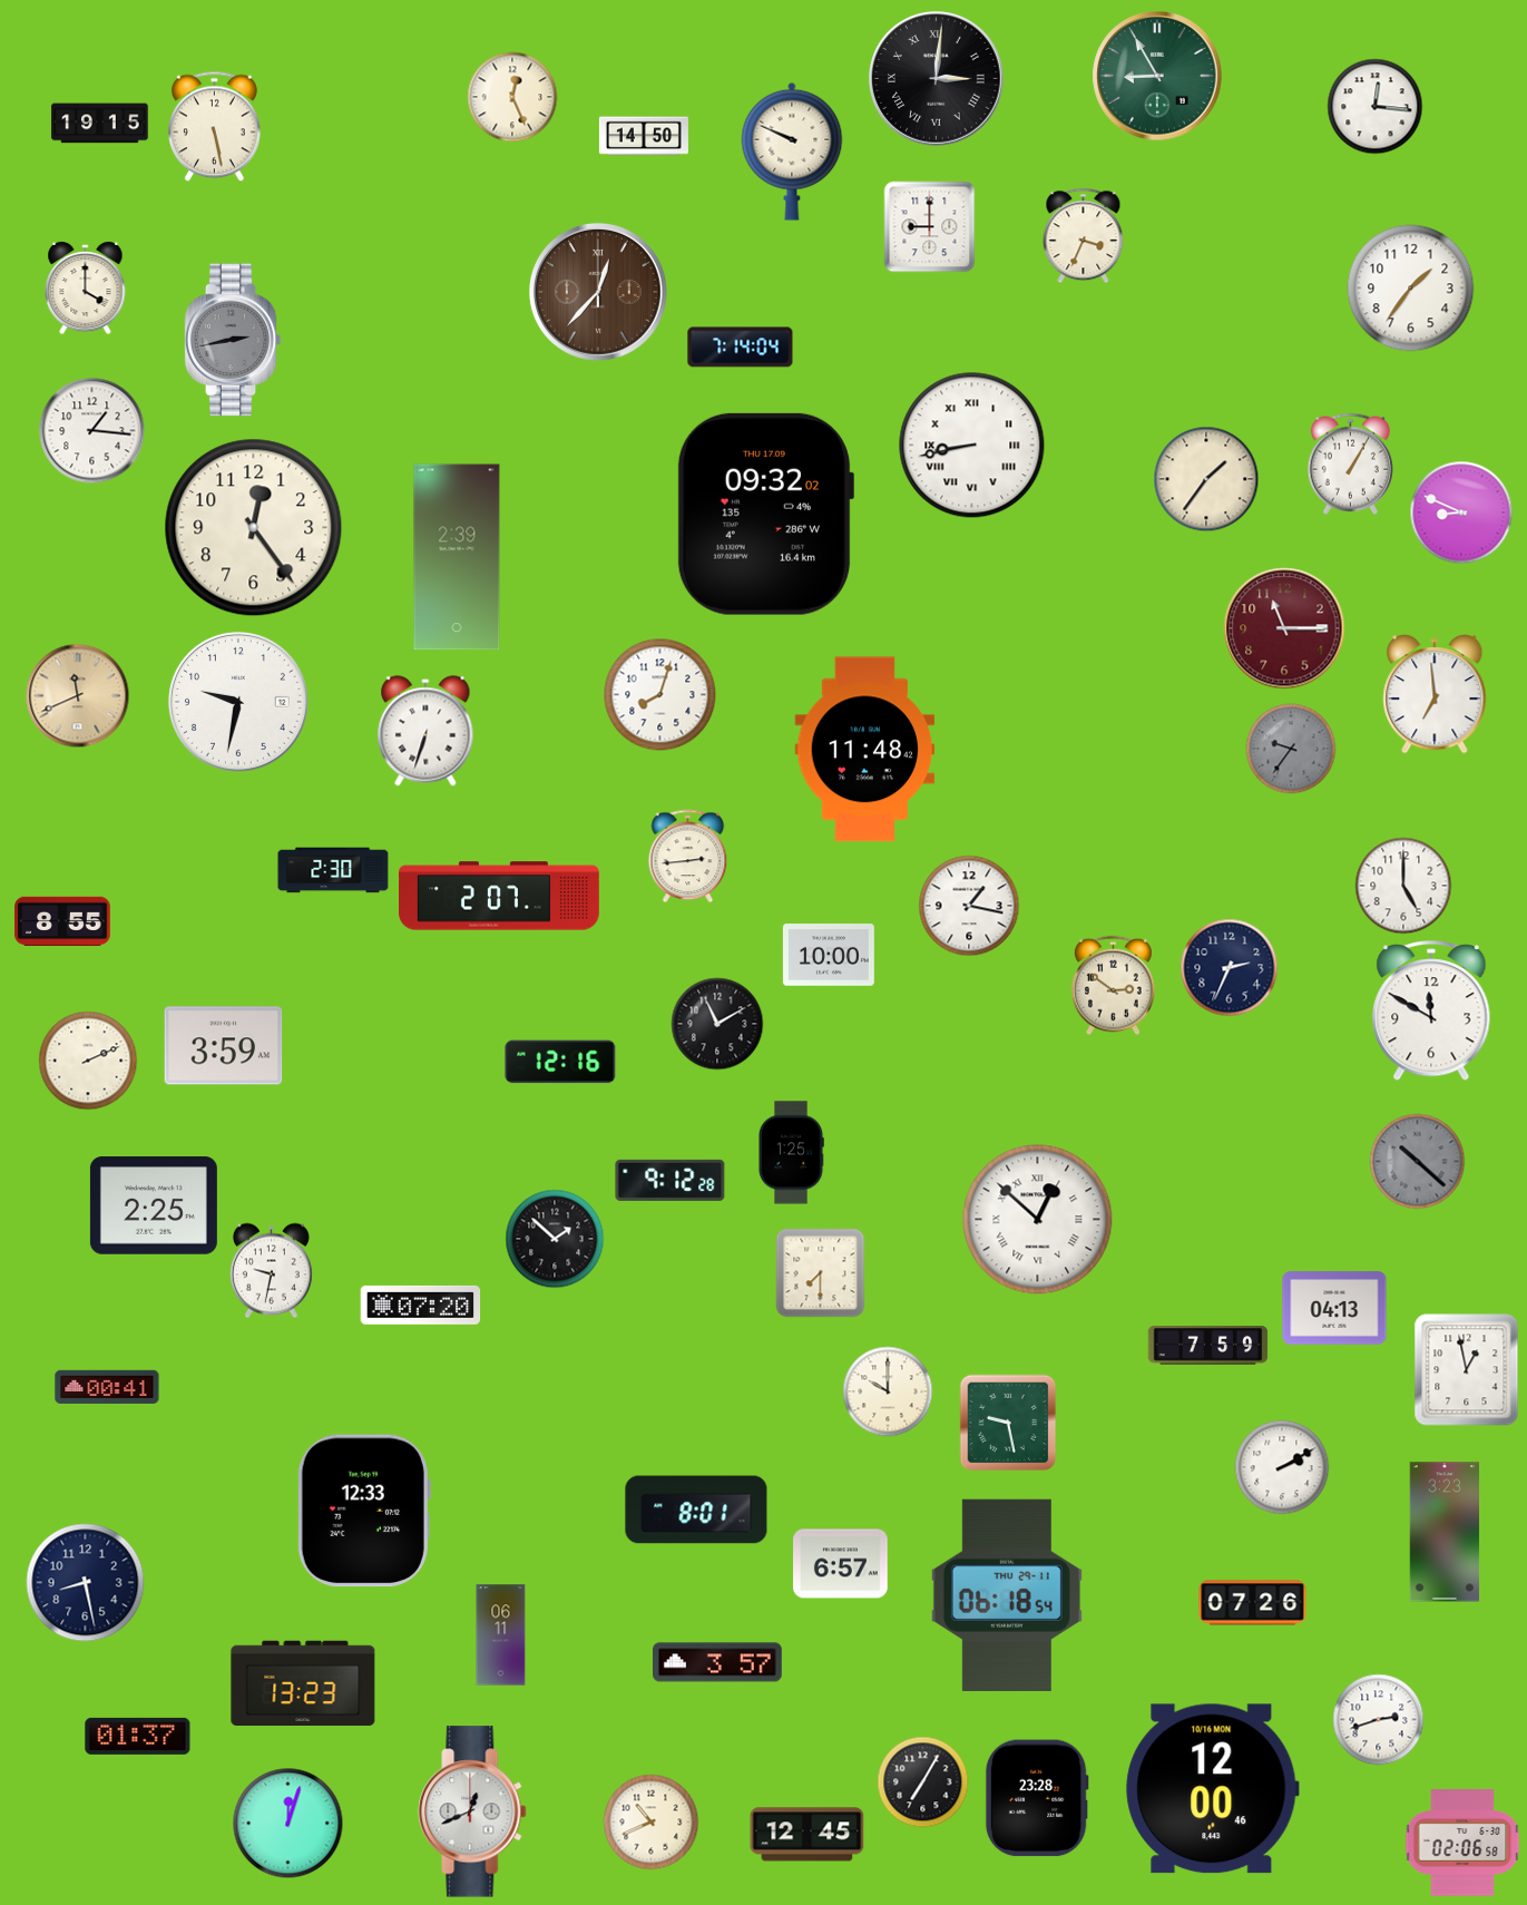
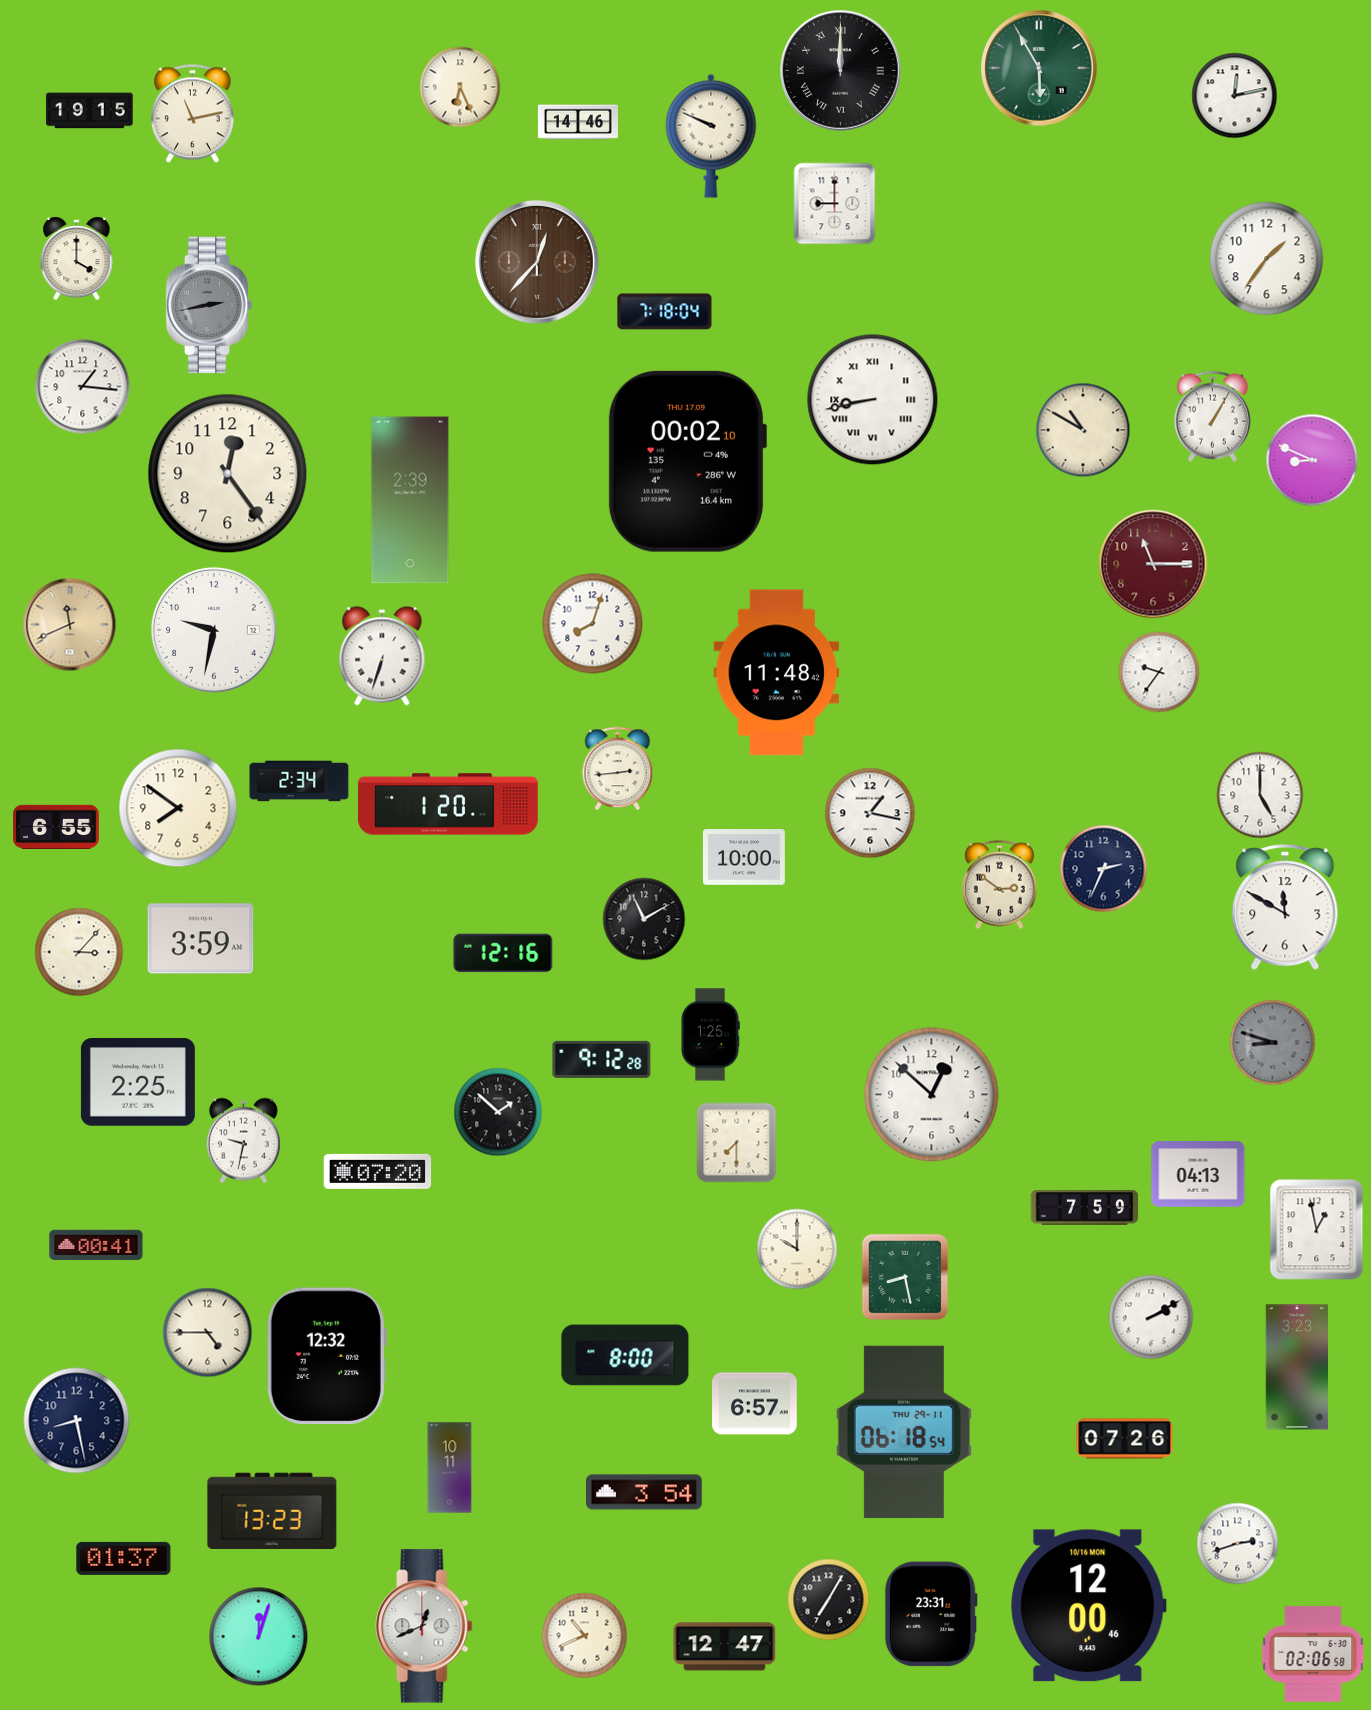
clock at (1157, 76): 8:55 -> 5:55
clock at (937, 79): 3:01 -> 12:00
clock at (512, 97): 12:26 -> 6:26
clock at (1376, 107): 12:16 -> 12:13
clock at (214, 127): 5:28 -> 11:13
clock at (644, 136): 14:50 -> 14:46
clock at (1084, 236): 3:34 -> none
clock at (741, 348): 7:14 -> 7:18
clock at (1206, 479): 1:36 -> 10:50
clock at (765, 514): 09:32 -> 00:02
clock at (1435, 694): 6:59 -> none
clock at (1291, 749) dial: grey -> white
clock at (333, 870): 2:30 -> 2:34
clock at (500, 896): 2:07 -> 1:20
clock at (178, 808): none -> 7:51
clock at (62, 921): 8:55 -> 6:55
clock at (88, 1061): 2:11 -> 3:07
clock at (1418, 1162): 10:22 -> 8:48
clock at (1038, 1220) numerals: Roman -> Arabic
clock at (1008, 1423): 9:28 -> 8:28
clock at (208, 1333): none -> 4:45
clock at (696, 1510): 8:01 -> 8:00
clock at (363, 1511): 12:33 -> 12:32
clock at (1445, 1532) position: (1445, 1532) -> (1297, 1367)
clock at (501, 1635): 06:11 -> 10:11
clock at (718, 1662): 3:57 -> 3:54
clock at (1037, 1798): 23:28 -> 23:31
clock at (807, 1835): 12:45 -> 12:47
